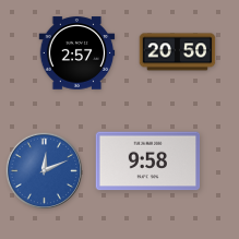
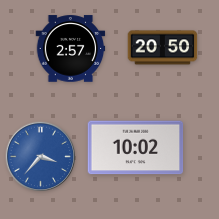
clock at (148, 162): 9:58 -> 10:02
clock at (45, 171): 12:11 -> 3:37
